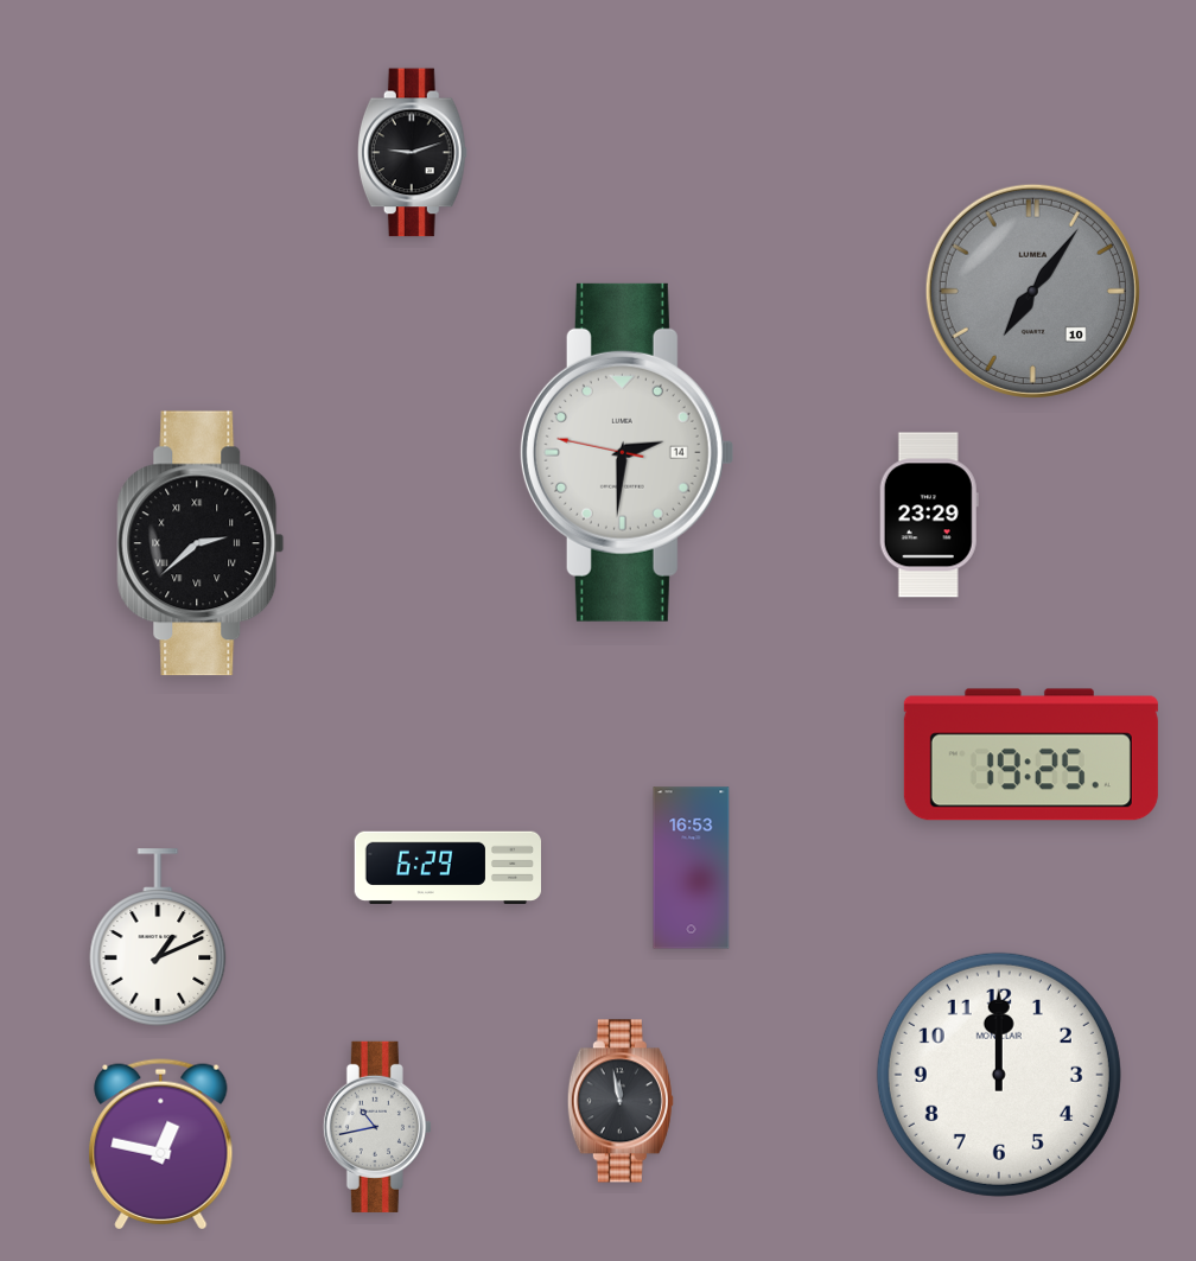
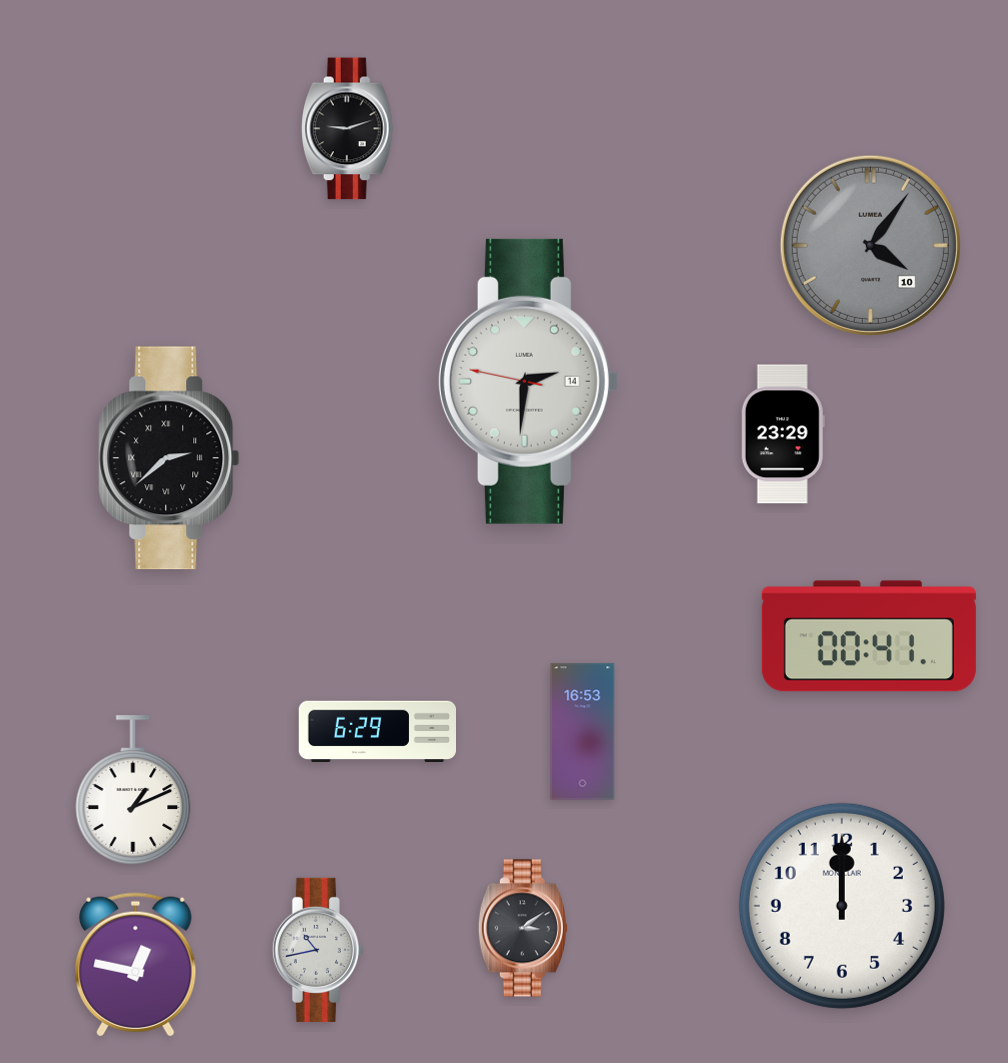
clock at (1032, 291): 7:06 -> 4:06
clock at (1031, 754): 19:25 -> 00:41
clock at (621, 1101): 11:58 -> 3:09
